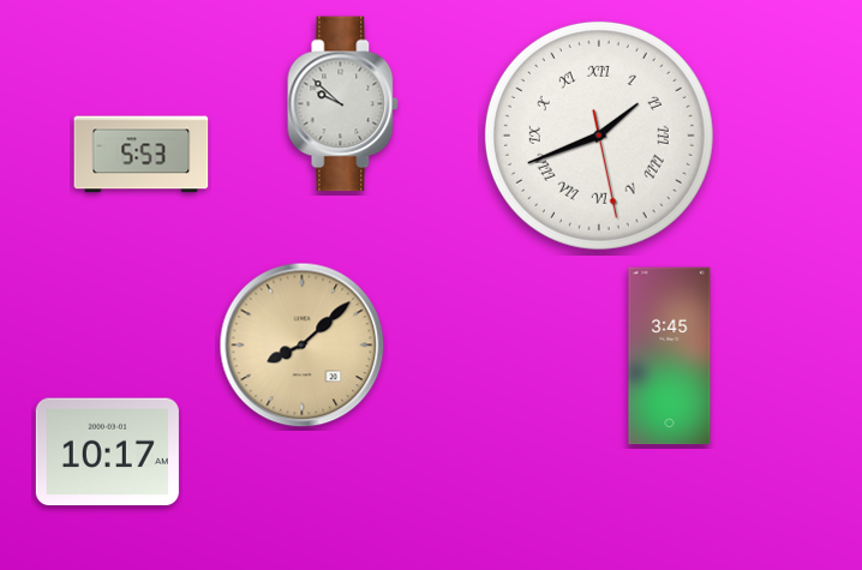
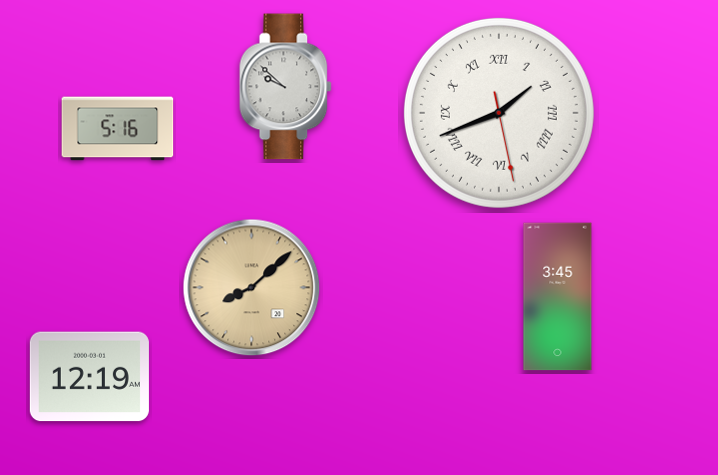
clock at (142, 155): 5:53 -> 5:16
clock at (107, 452): 10:17 -> 12:19
